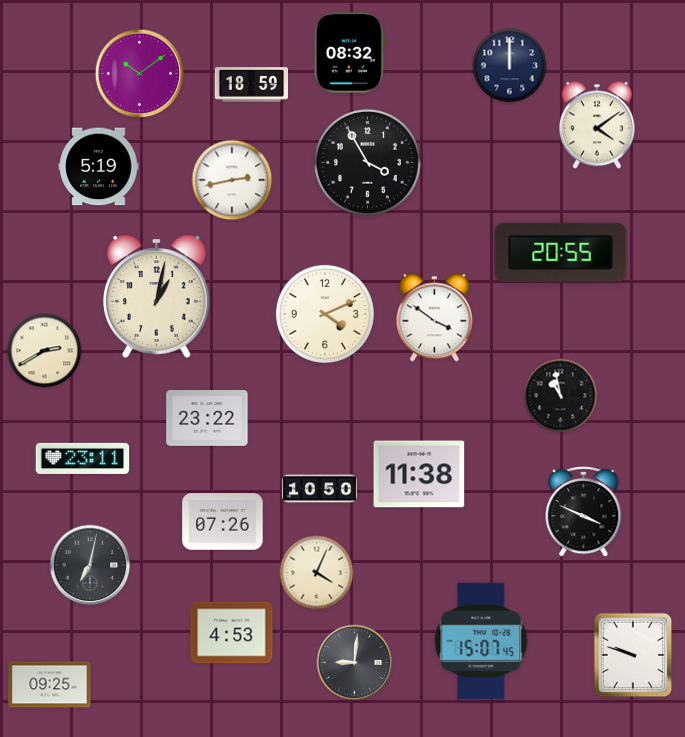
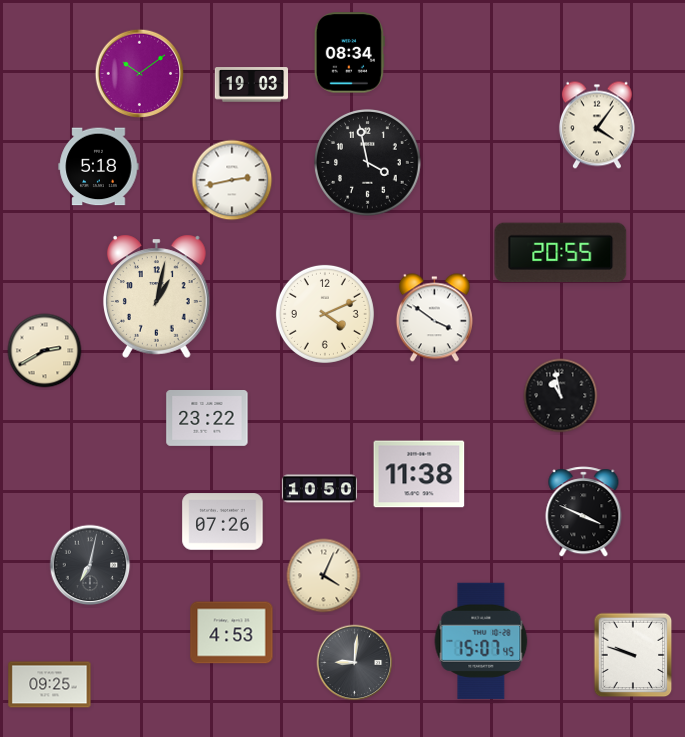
clock at (349, 53): 08:32 -> 08:34
clock at (510, 66): 12:00 -> none
clock at (251, 85): 18:59 -> 19:03
clock at (597, 125): 4:09 -> 4:06
clock at (368, 163): 3:55 -> 3:58
clock at (99, 167): 5:19 -> 5:18
clock at (83, 458): 23:11 -> none
clock at (317, 573) position: (317, 573) -> (324, 576)
